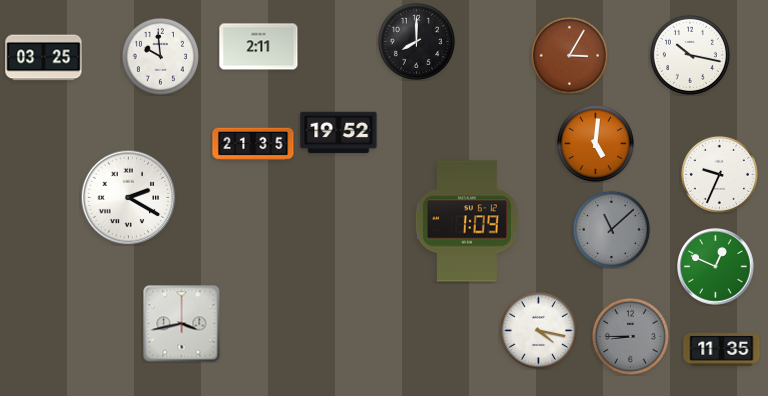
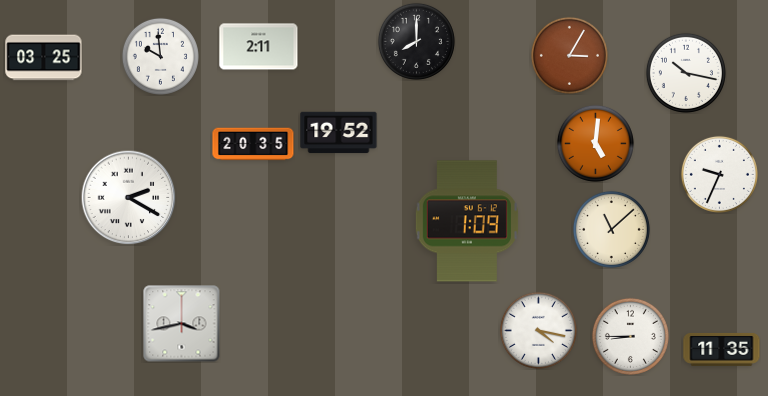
clock at (690, 55) position: (690, 55) -> (686, 73)
clock at (253, 144): 21:35 -> 20:35
clock at (611, 229) dial: grey -> cream
clock at (716, 267): 12:49 -> none
clock at (630, 336) dial: grey -> white
